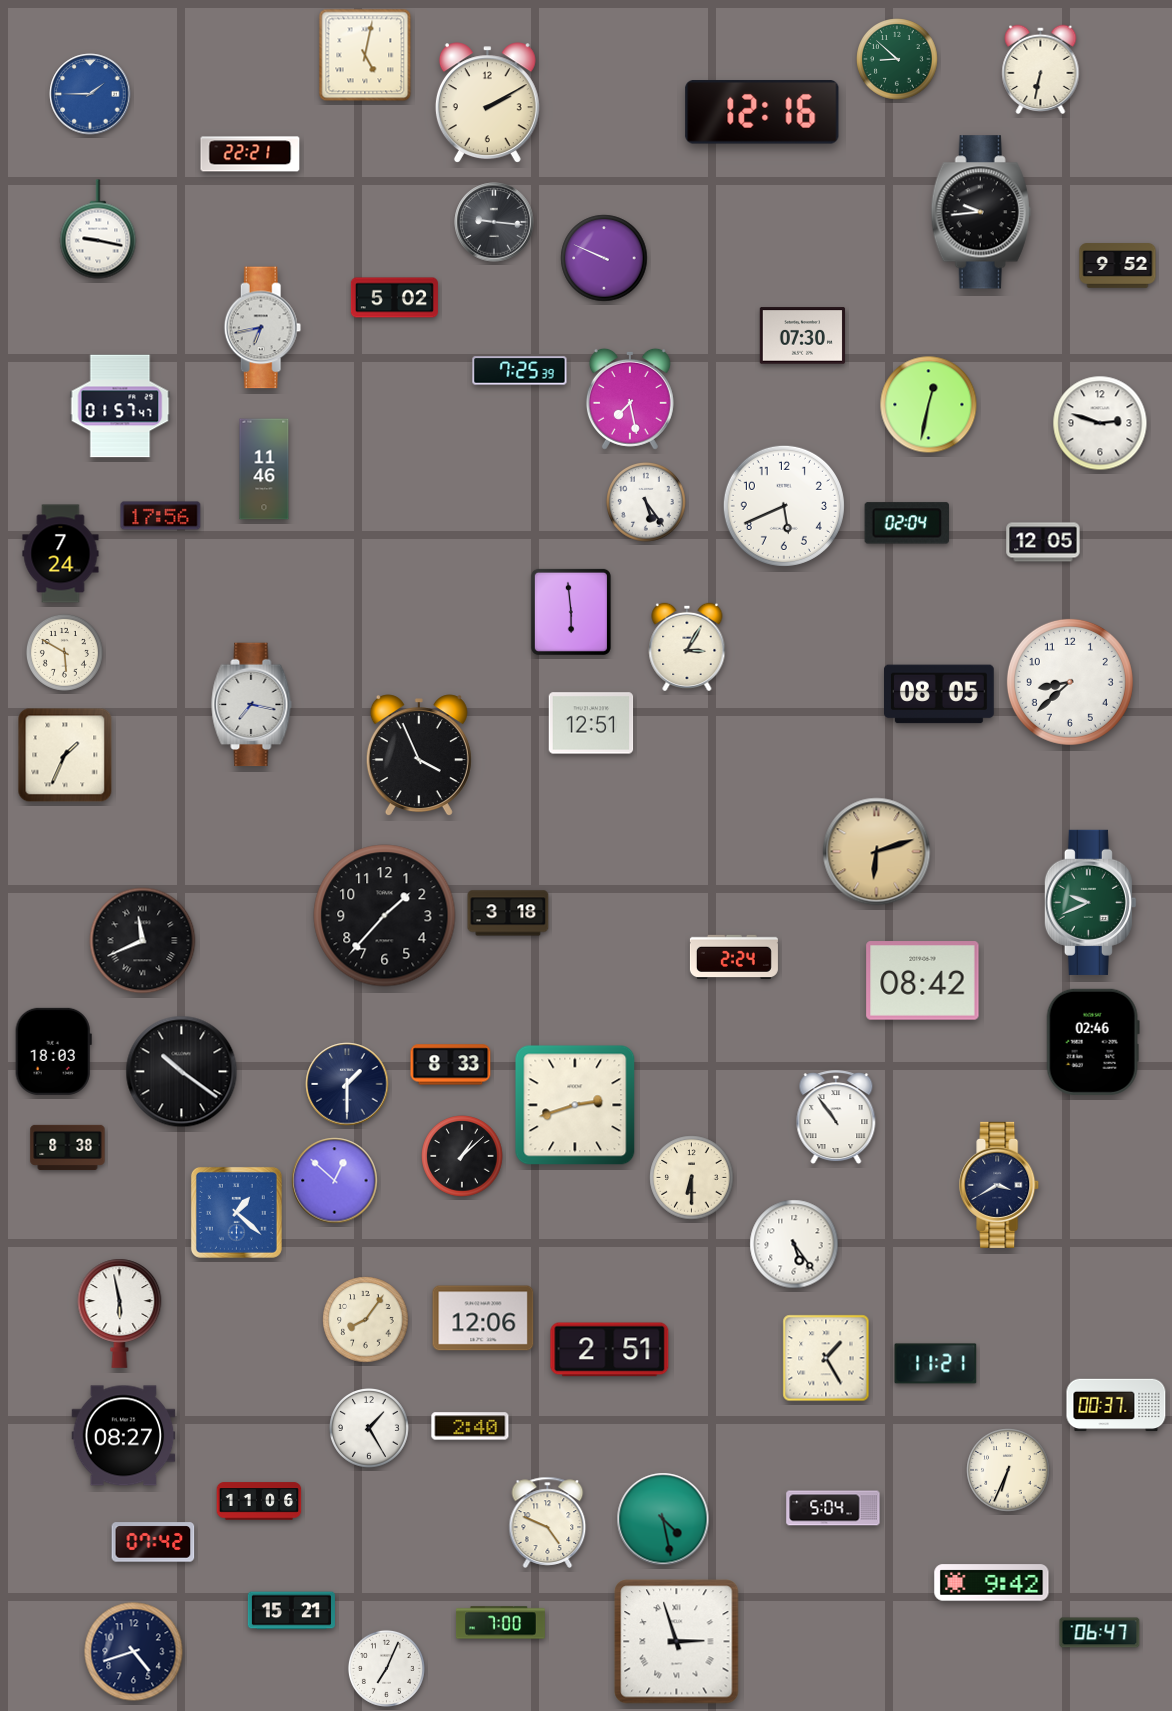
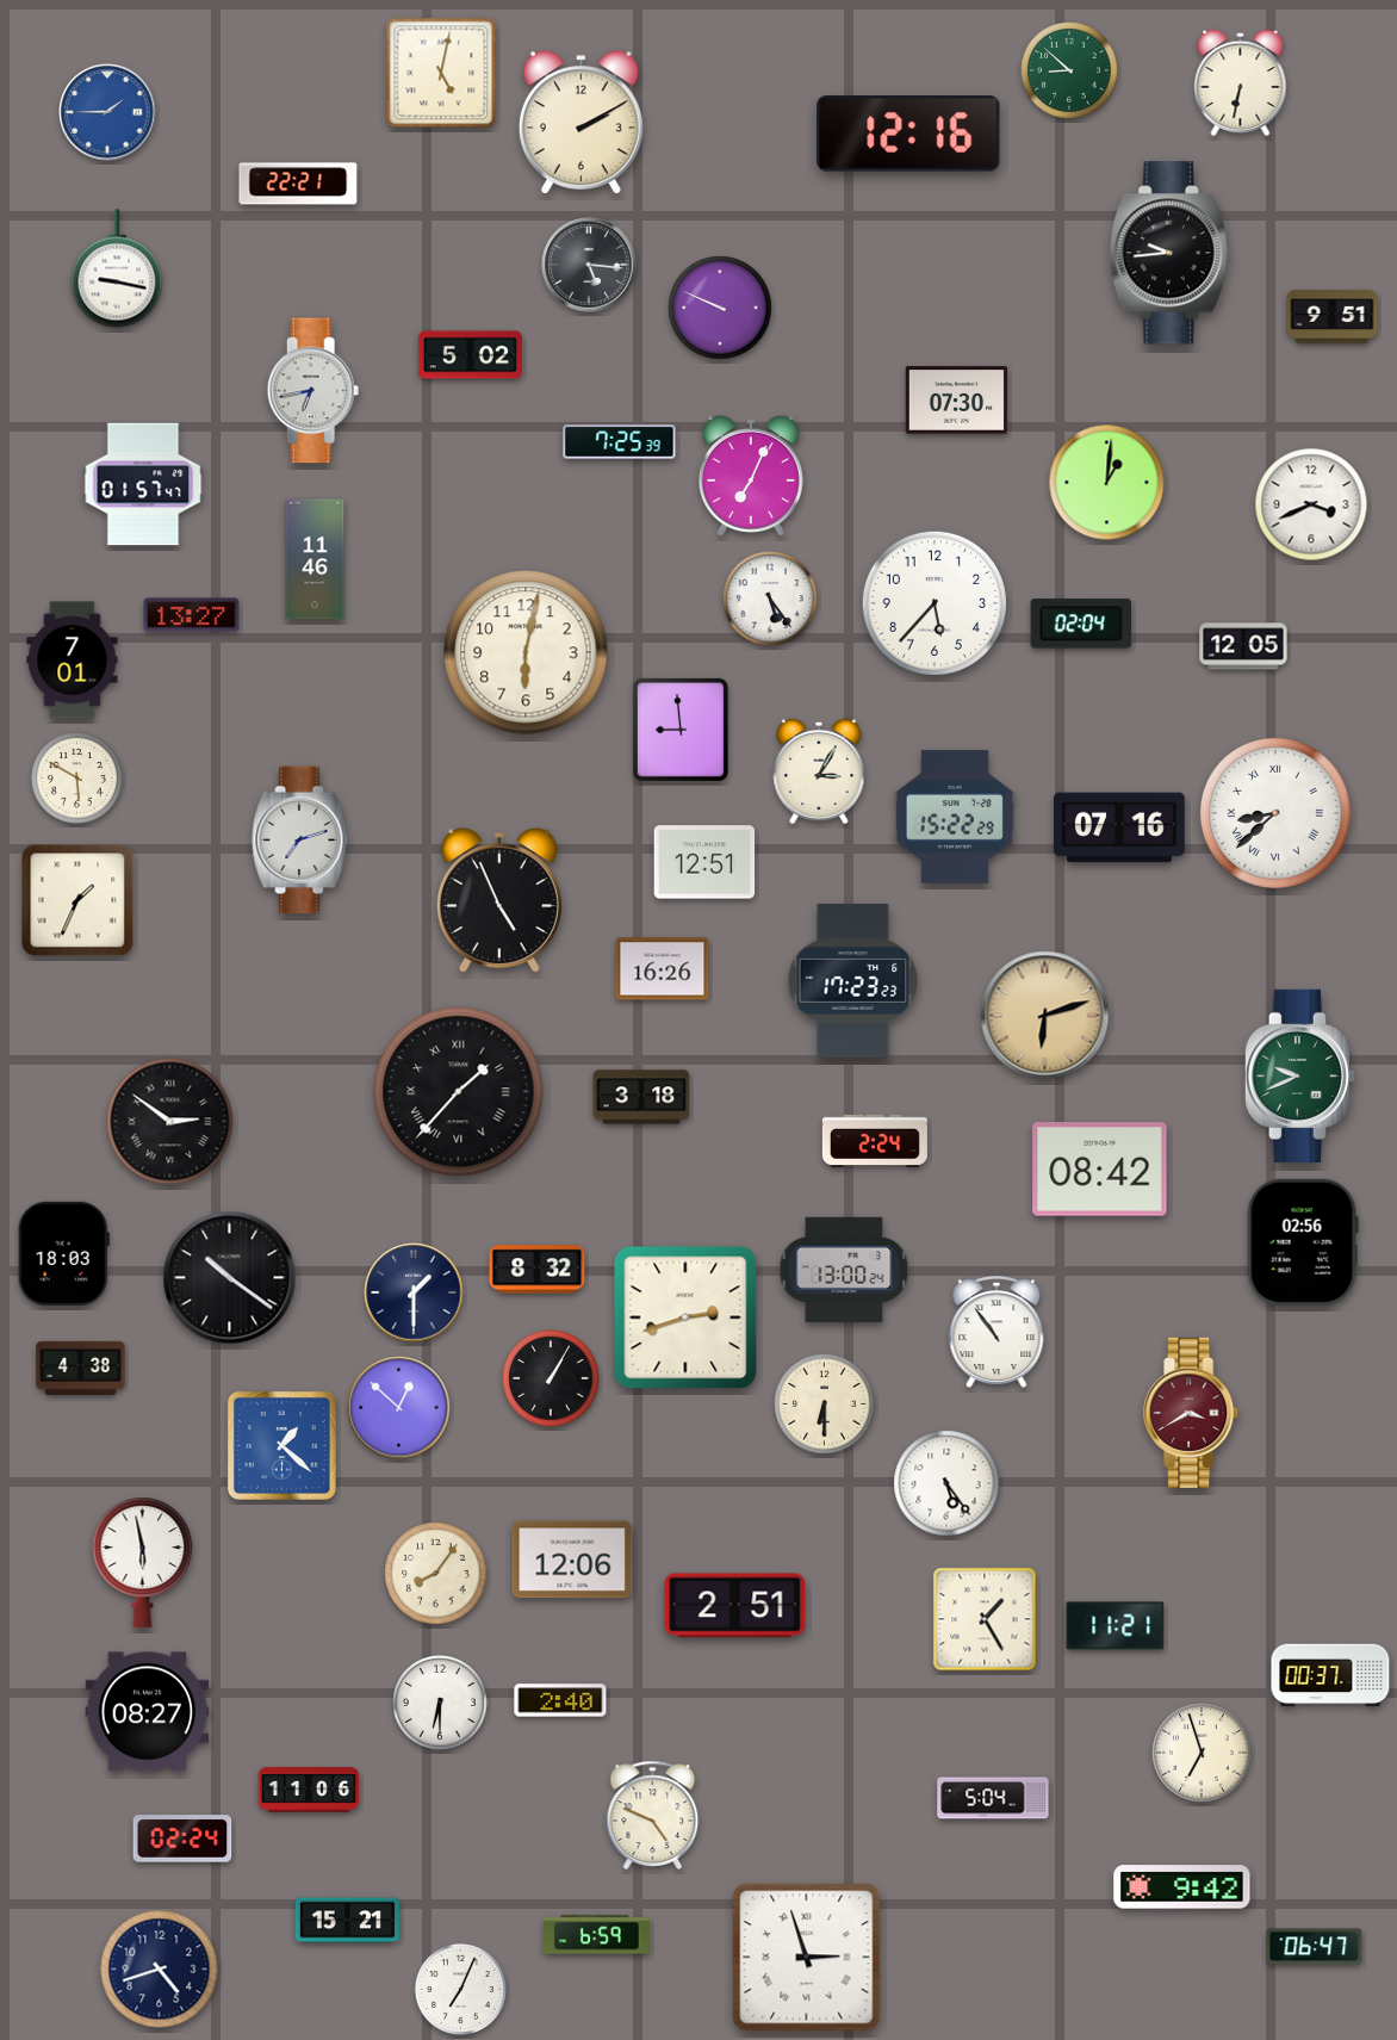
clock at (365, 55) position: (365, 55) -> (441, 73)
clock at (494, 222): 9:16 -> 5:16
clock at (98, 229) position: (98, 229) -> (117, 268)
clock at (1118, 266): 9:52 -> 9:51
clock at (630, 399): 7:28 -> 7:04
clock at (929, 405): 12:32 -> 1:01
clock at (1100, 423): 2:48 -> 3:41
clock at (784, 506): 5:41 -> 5:37
clock at (161, 516): 17:56 -> 13:27
clock at (526, 652): none -> 6:02
clock at (61, 554): 7:24 -> 7:01
clock at (571, 612): 5:59 -> 8:59
clock at (1070, 682) numerals: Arabic -> Roman
clock at (955, 817): none -> 15:22
clock at (940, 694): 08:05 -> 07:16
clock at (252, 705): 7:17 -> 7:12
clock at (419, 756): 3:56 -> 4:56
clock at (663, 969): none -> 16:26
clock at (853, 980): none -> 17:23
clock at (508, 913) position: (508, 913) -> (641, 1097)
clock at (385, 916) numerals: Arabic -> Roman
clock at (143, 941): 11:41 -> 2:51
clock at (1093, 1042): 02:46 -> 02:56
clock at (451, 1065): 8:33 -> 8:32
clock at (844, 1270): none -> 13:00
clock at (182, 1072) position: (182, 1072) -> (230, 1278)
clock at (68, 1147): 8:38 -> 4:38
clock at (462, 1156): 1:08 -> 1:05
clock at (1000, 1185) dial: navy -> burgundy
clock at (120, 1313) position: (120, 1313) -> (143, 1562)
clock at (483, 1318) position: (483, 1318) -> (572, 1560)
clock at (610, 1350) position: (610, 1350) -> (735, 1606)
clock at (370, 1429): 1:25 -> 6:30
clock at (1008, 1470): 6:34 -> 6:57
clock at (663, 1519): 4:28 -> none
clock at (153, 1542): 07:42 -> 02:24
clock at (501, 1623): 7:00 -> 6:59
clock at (1100, 1633) position: (1100, 1633) -> (1315, 1947)
